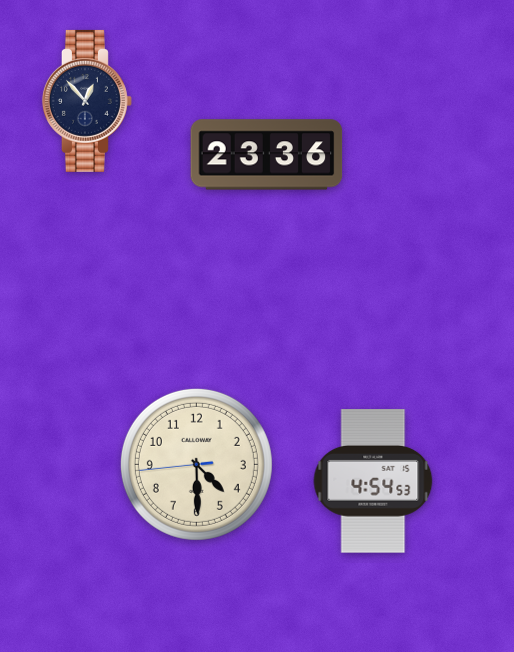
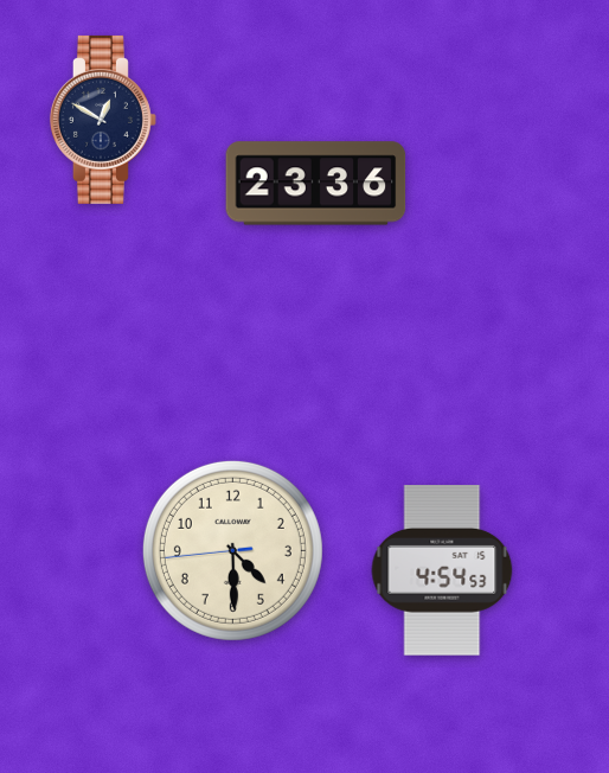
clock at (87, 101): 12:53 -> 12:50
